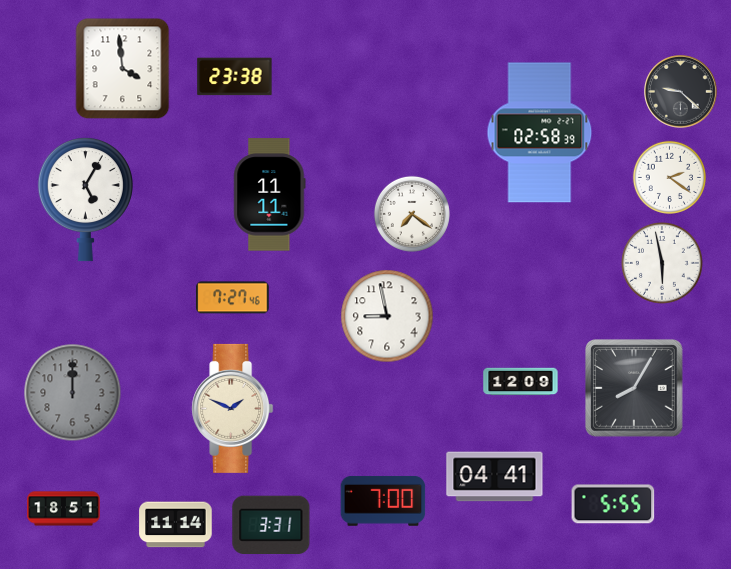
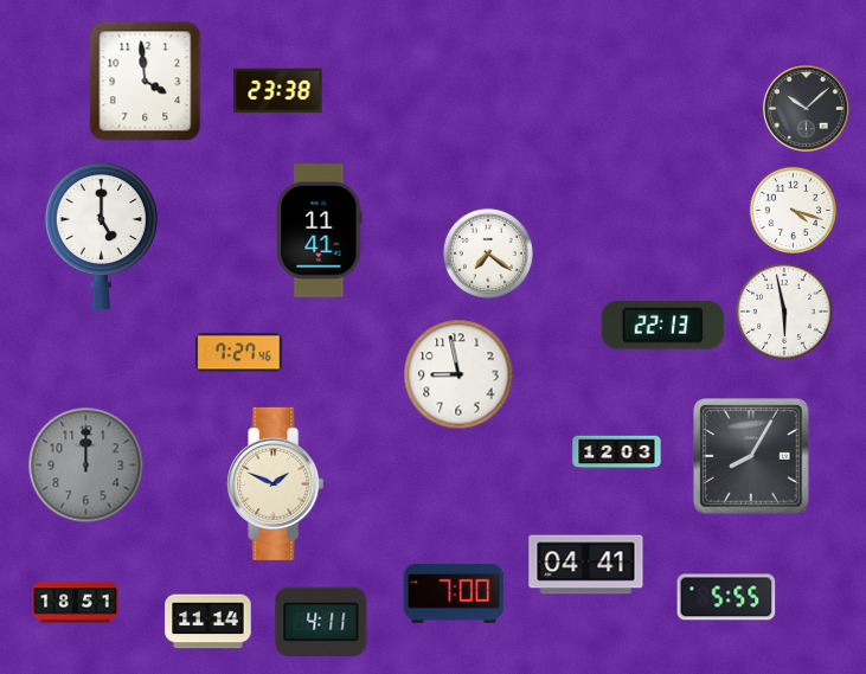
clock at (681, 92): 9:22 -> 10:08
clock at (540, 133): 02:58 -> none
clock at (669, 177): 2:21 -> 4:18
clock at (270, 195): 11:11 -> 11:41
clock at (85, 199): 5:05 -> 5:00
clock at (663, 326): none -> 22:13
clock at (233, 298) position: (233, 298) -> (239, 353)
clock at (521, 382): 12:09 -> 12:03
clock at (634, 388) position: (634, 388) -> (751, 456)
clock at (271, 525): 3:31 -> 4:11
